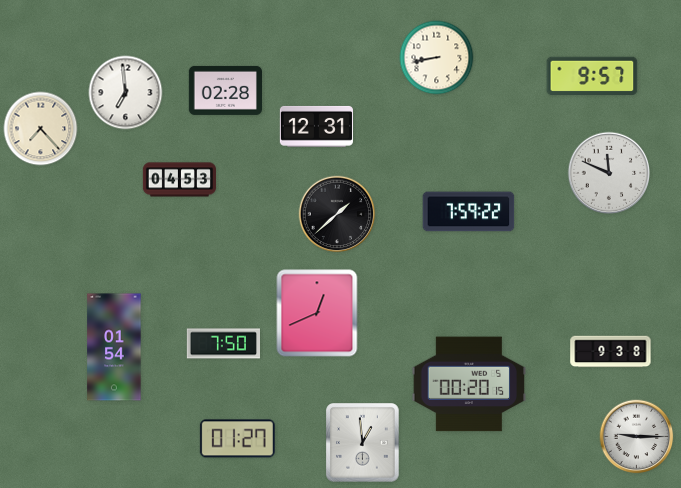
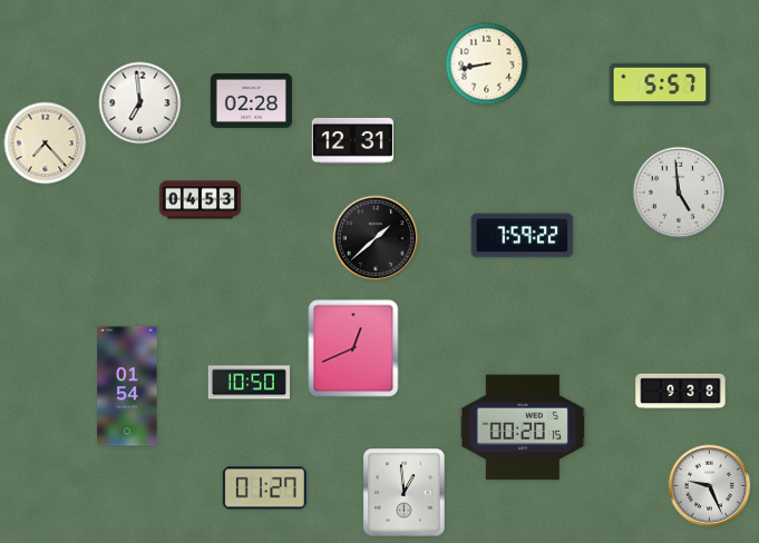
clock at (592, 75): 9:57 -> 5:57
clock at (609, 173): 11:49 -> 4:59
clock at (223, 344): 7:50 -> 10:50
clock at (637, 437): 9:15 -> 9:26
